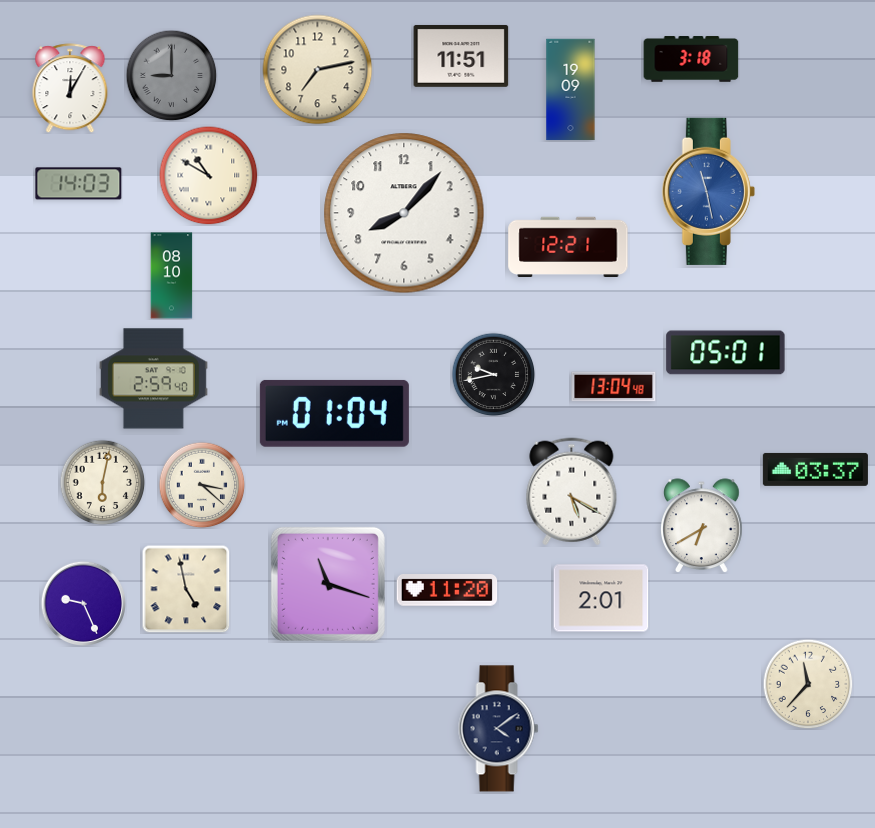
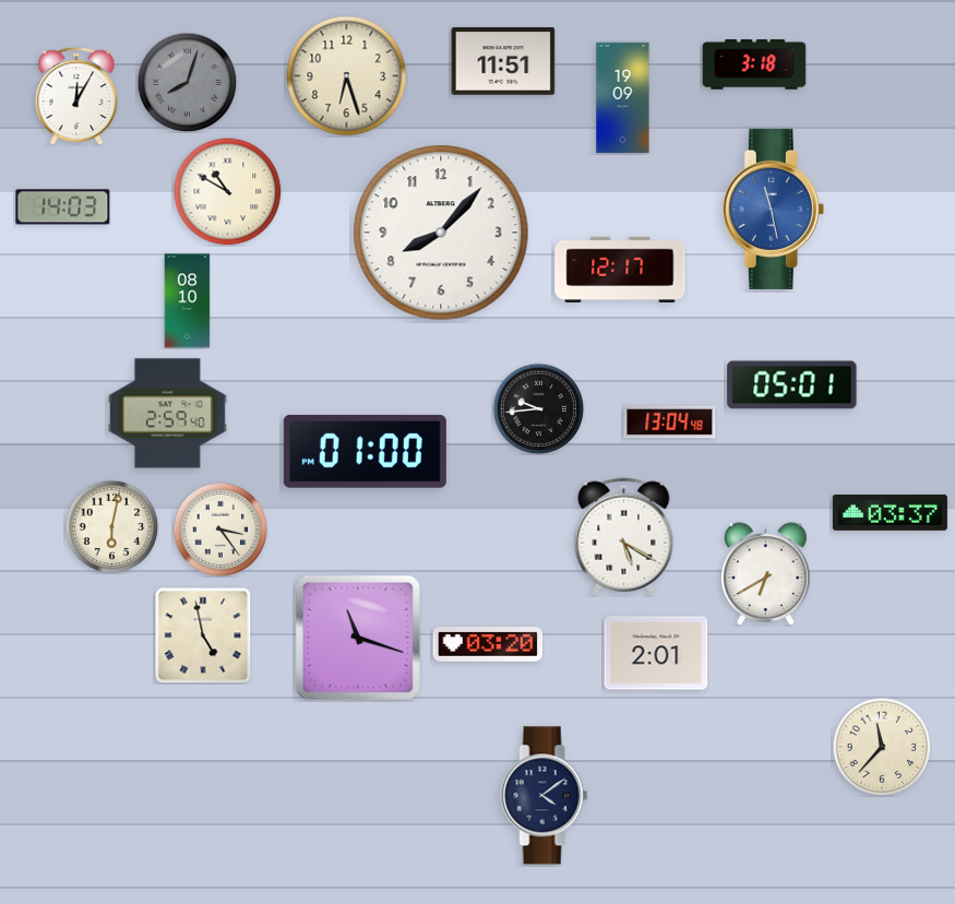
clock at (318, 70): 7:13 -> 6:27
clock at (171, 75): 9:00 -> 8:03
clock at (79, 184) position: (79, 184) -> (63, 207)
clock at (568, 246): 12:21 -> 12:17
clock at (493, 374): 9:43 -> 9:44
clock at (334, 413): 01:04 -> 01:00
clock at (202, 485): 3:22 -> 3:24
clock at (186, 589) position: (186, 589) -> (203, 635)
clock at (447, 591): 11:20 -> 03:20
clock at (83, 603): 9:26 -> none
